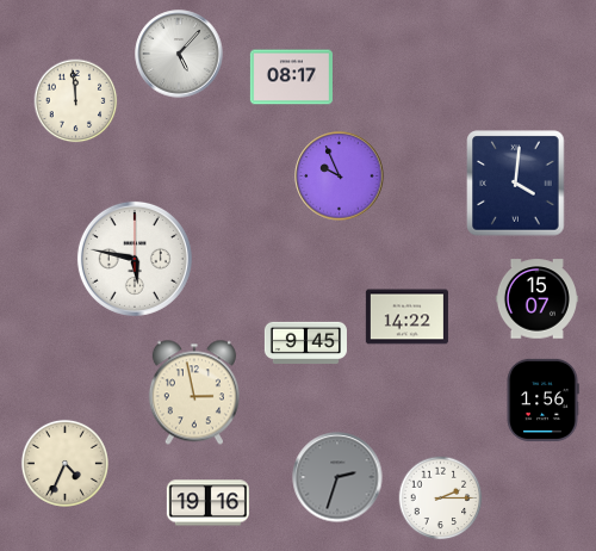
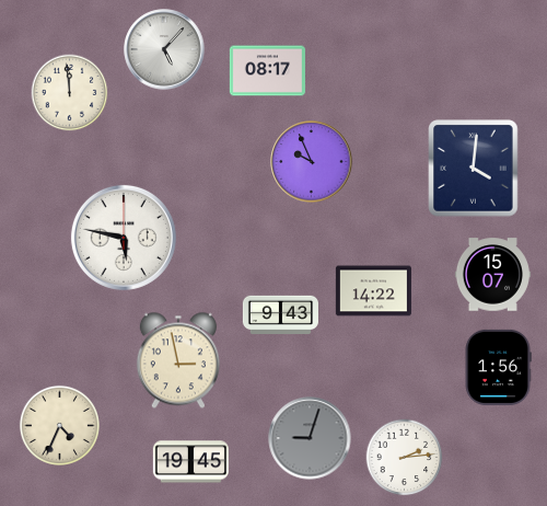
clock at (305, 343): 9:45 -> 9:43
clock at (337, 477): 2:33 -> 9:03
clock at (441, 499): 2:15 -> 2:14
clock at (207, 503): 19:16 -> 19:45
